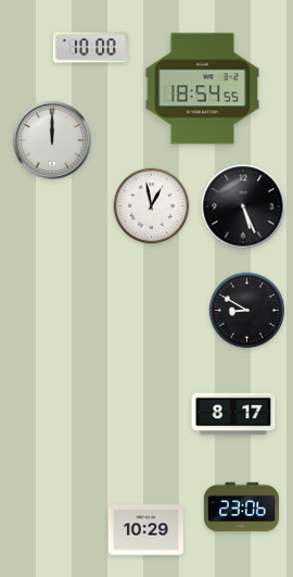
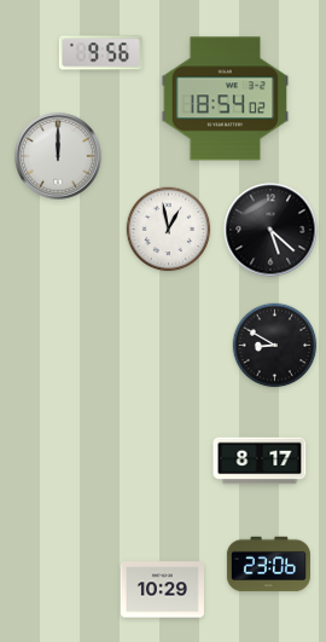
clock at (90, 48): 10:00 -> 9:56
clock at (203, 89): 18:54:55 -> 18:54:02
clock at (243, 206): 5:26 -> 5:22
